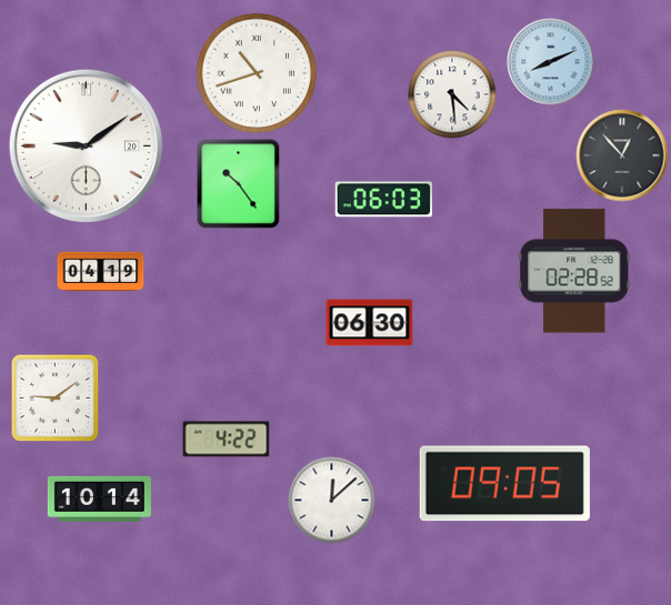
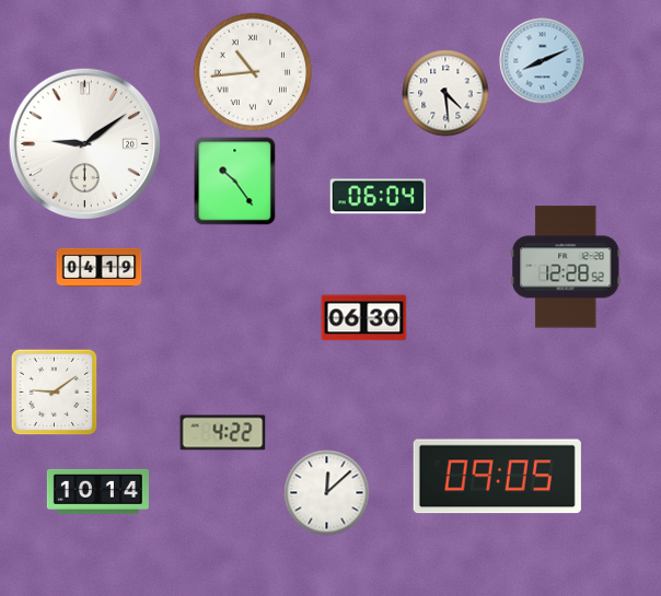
clock at (257, 73): 10:42 -> 10:44
clock at (622, 155): 12:53 -> none
clock at (383, 200): 06:03 -> 06:04
clock at (574, 271): 02:28 -> 12:28
